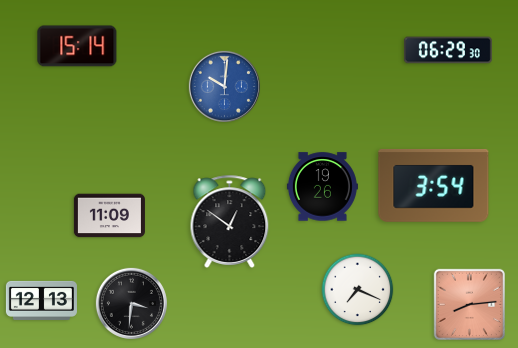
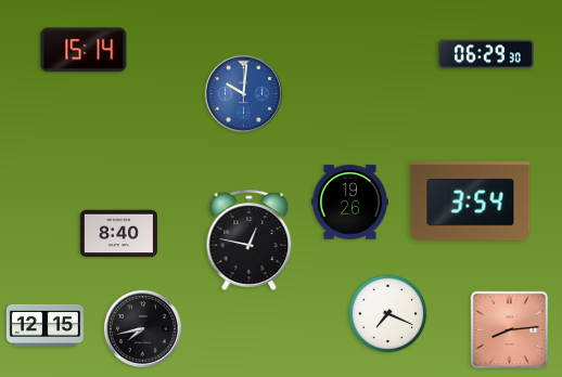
clock at (109, 216): 11:09 -> 8:40
clock at (230, 221): 12:51 -> 12:47
clock at (41, 300): 12:13 -> 12:15
clock at (131, 303): 3:31 -> 7:43
